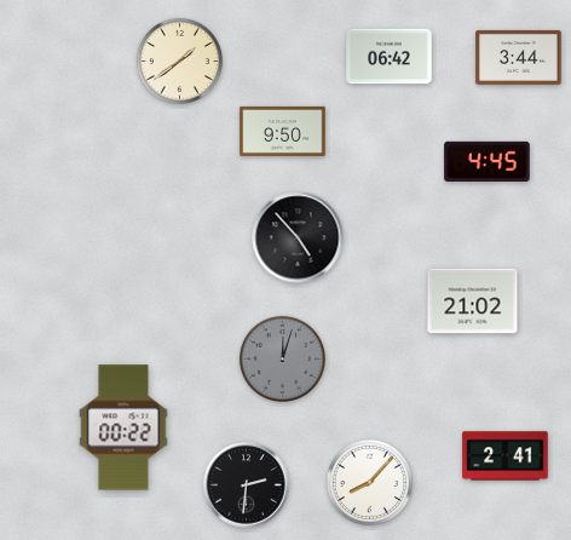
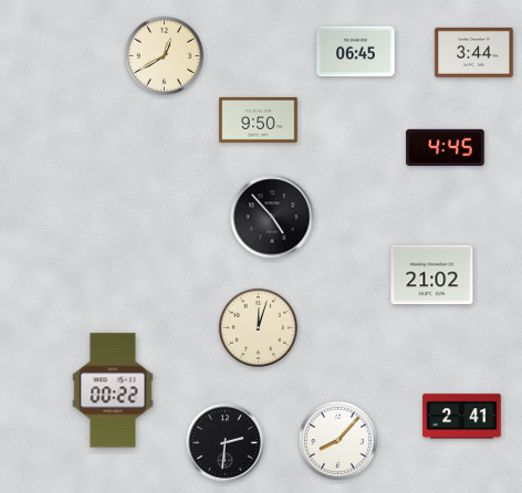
clock at (390, 57): 06:42 -> 06:45
clock at (179, 61): 1:39 -> 12:40
clock at (282, 358) dial: grey -> cream
